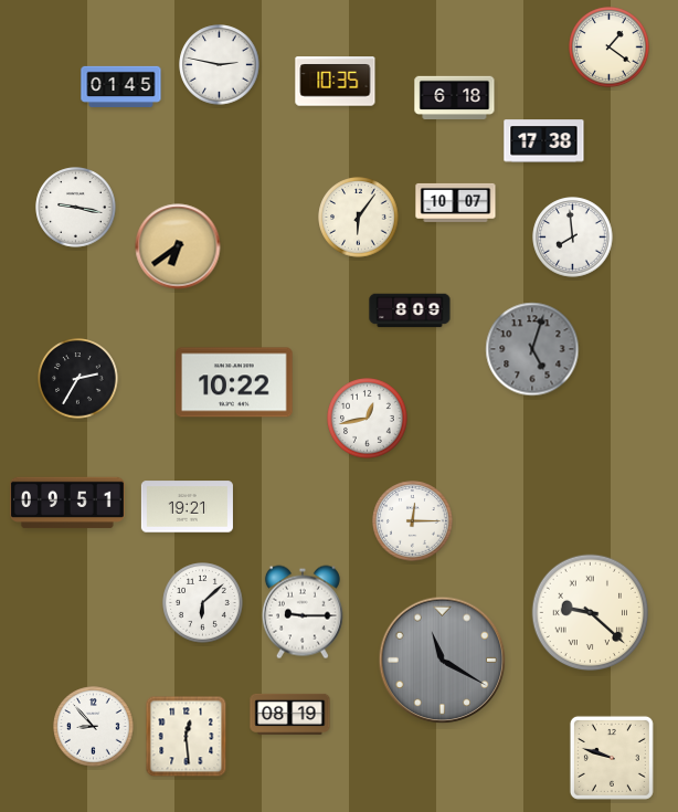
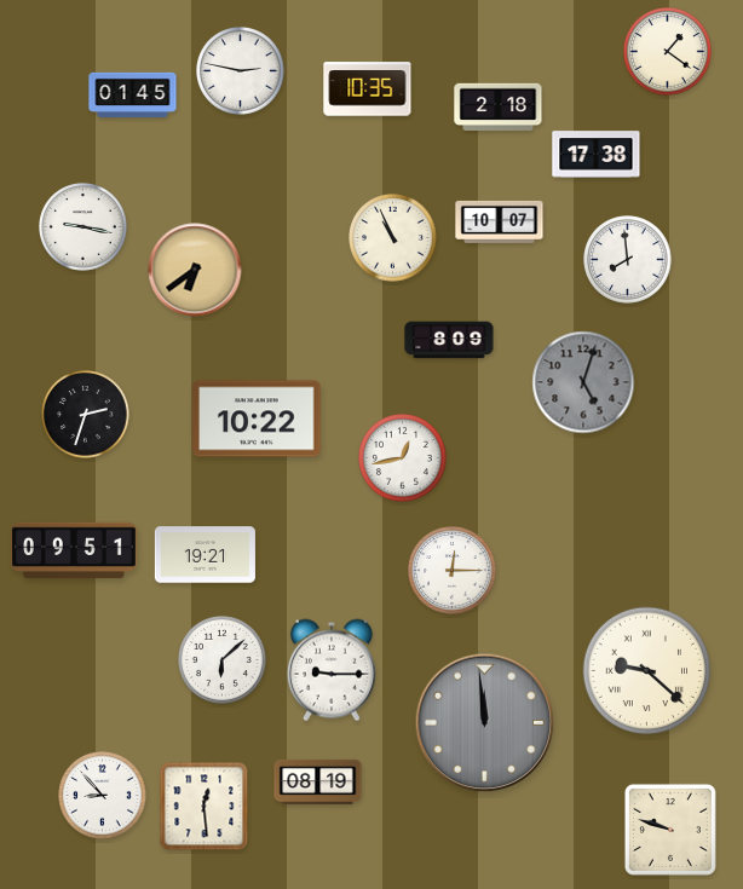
clock at (455, 97): 6:18 -> 2:18
clock at (359, 218): 6:06 -> 10:56
clock at (78, 379): 2:35 -> 2:33
clock at (443, 661): 11:20 -> 11:59
